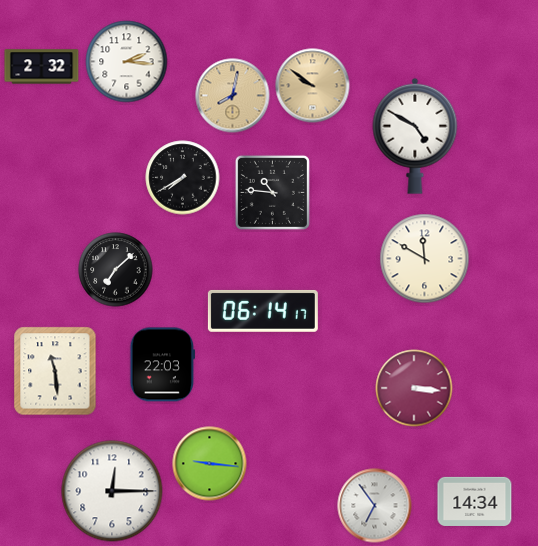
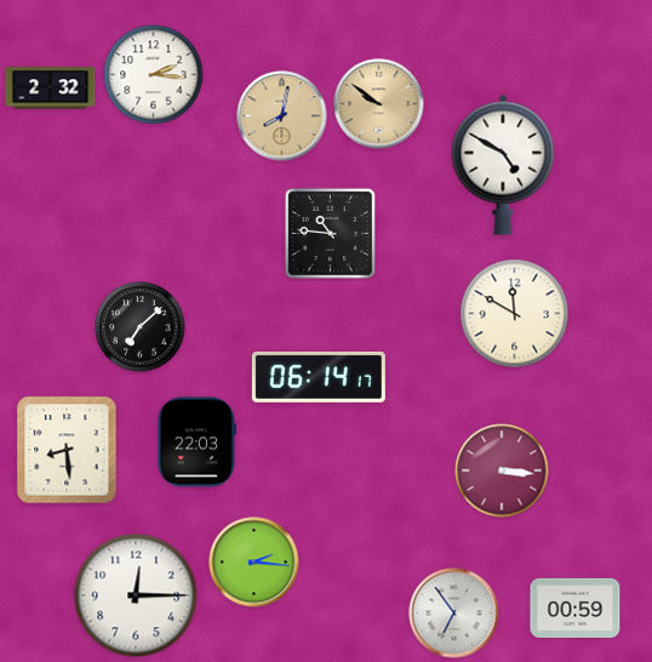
clock at (42, 67) position: (42, 67) -> (51, 89)
clock at (183, 178): 7:40 -> none
clock at (55, 371): 11:29 -> 8:29
clock at (210, 464): 9:16 -> 2:16
clock at (475, 501): 14:34 -> 00:59
